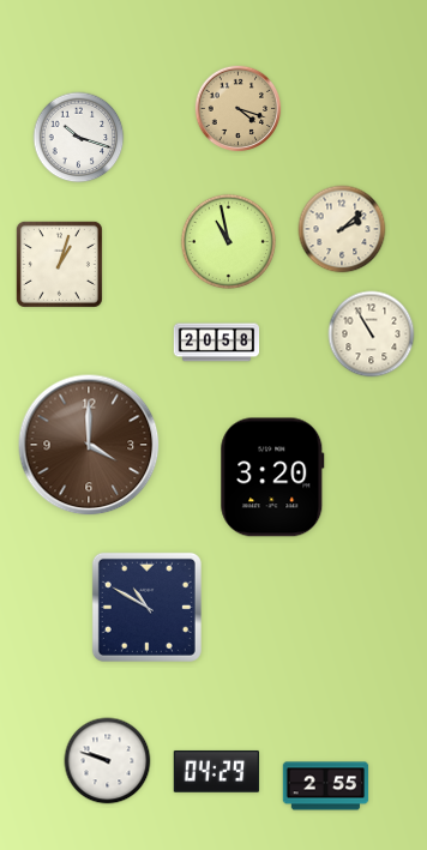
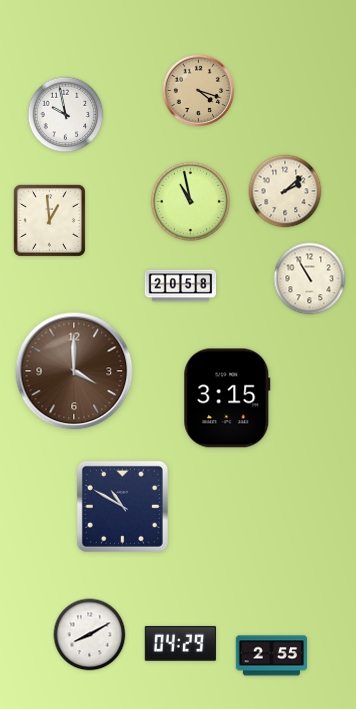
clock at (79, 138): 10:18 -> 9:58
clock at (59, 264): 1:03 -> 12:59
clock at (272, 477): 3:20 -> 3:15
clock at (108, 761): 9:48 -> 8:10
